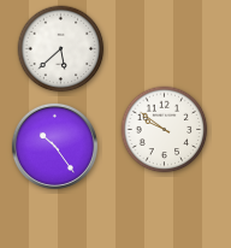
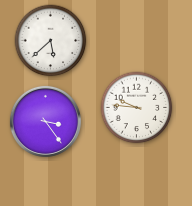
clock at (165, 130): 9:51 -> 9:46
clock at (54, 146): 10:24 -> 3:24
